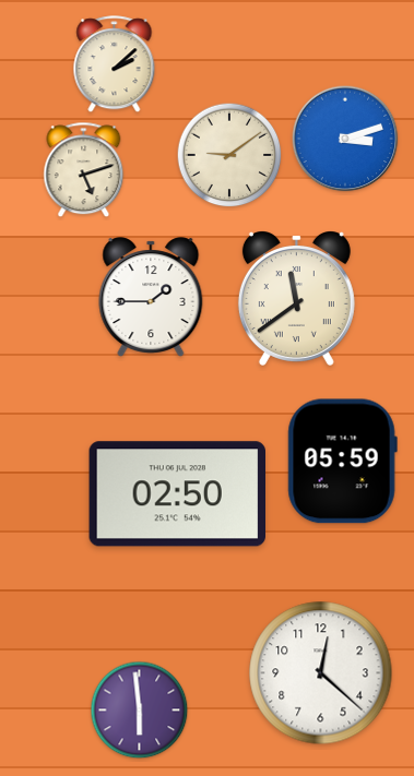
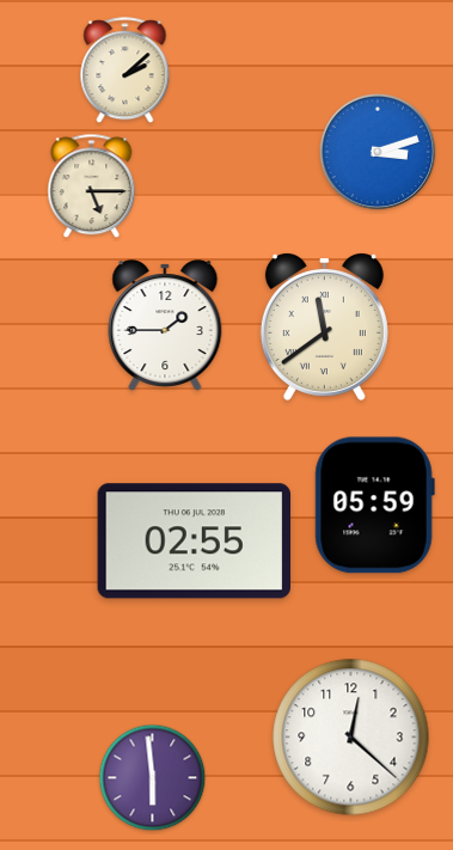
clock at (229, 155): 9:09 -> none
clock at (84, 170): 5:12 -> 5:15
clock at (178, 494): 02:50 -> 02:55
